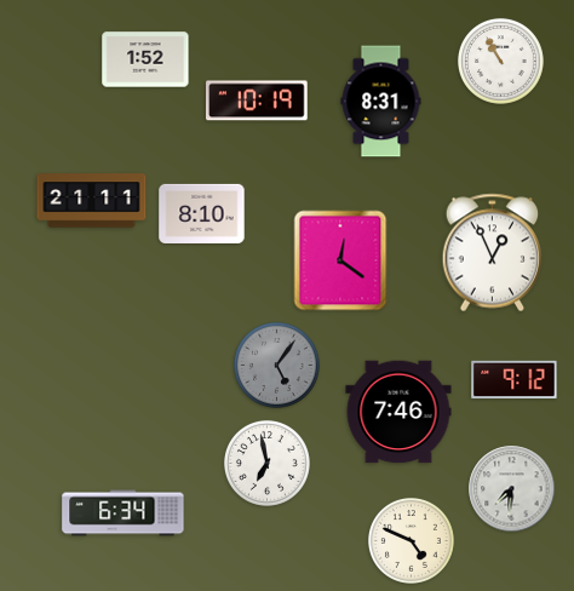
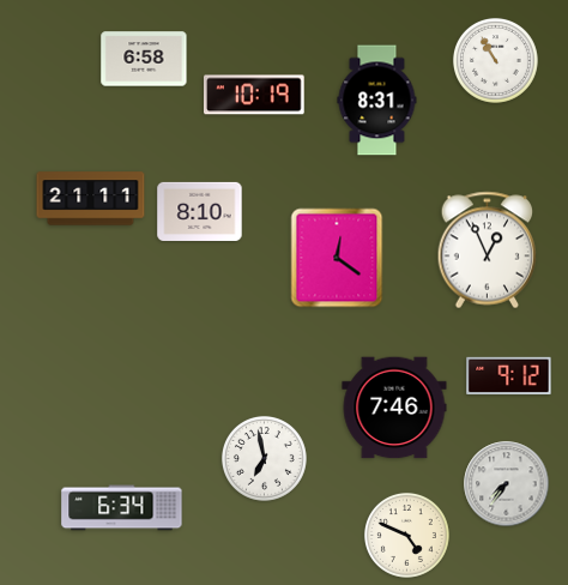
clock at (145, 59): 1:52 -> 6:58
clock at (258, 101) position: (258, 101) -> (255, 95)
clock at (276, 365): 5:06 -> none
clock at (512, 489): 7:31 -> 7:36
